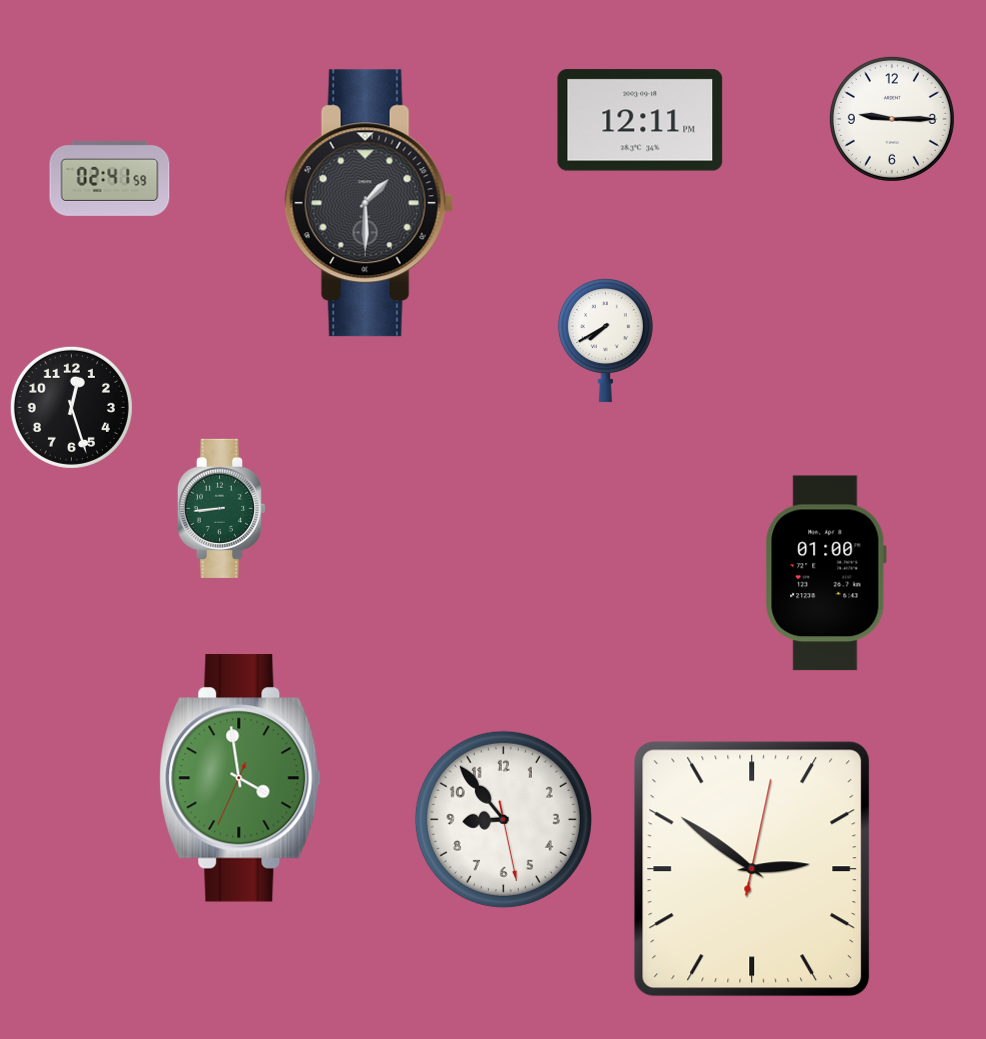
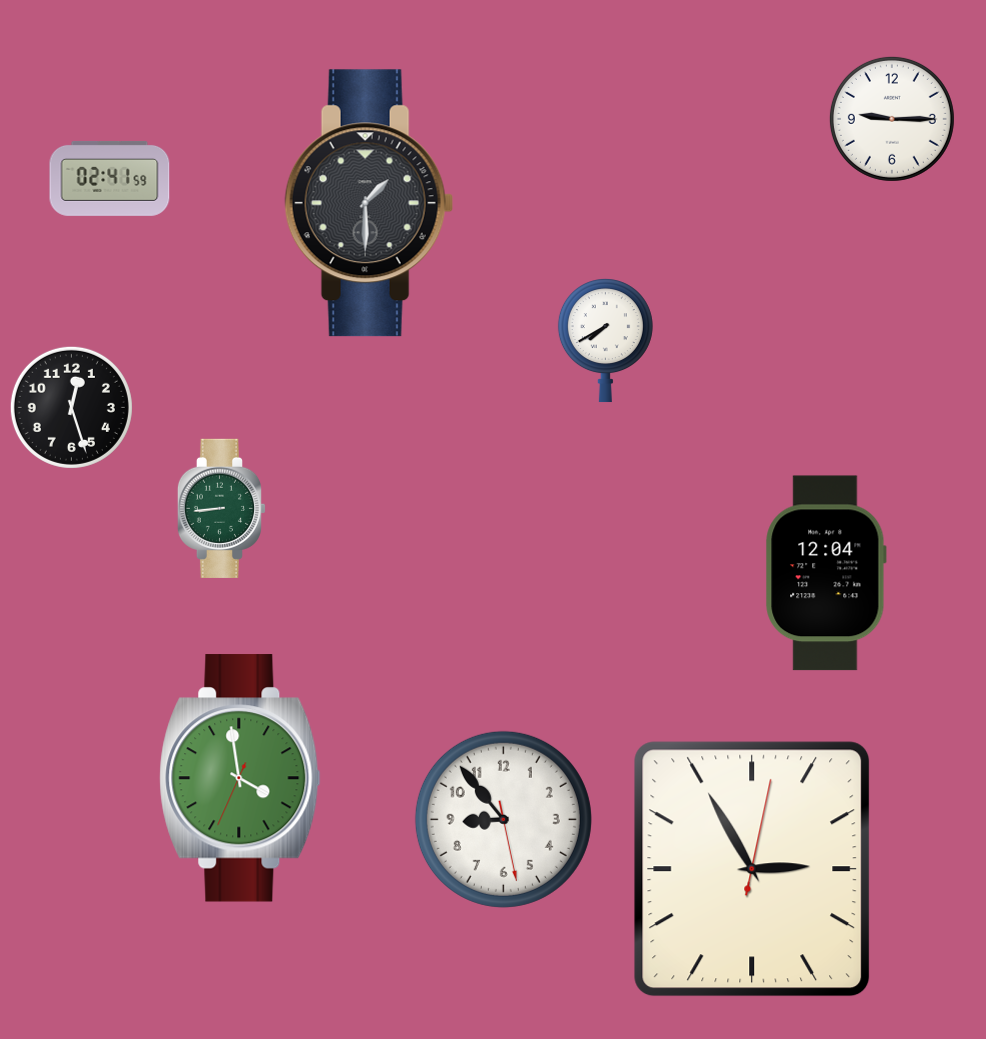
clock at (640, 120): 12:11 -> none
clock at (826, 573): 01:00 -> 12:04
clock at (752, 869): 2:51 -> 2:55
